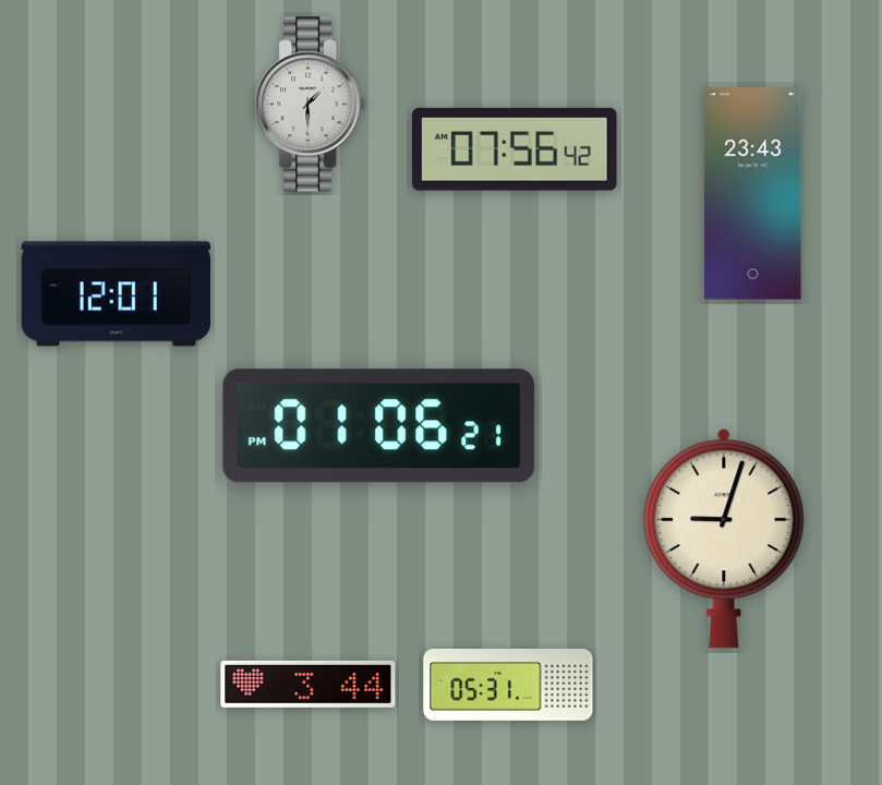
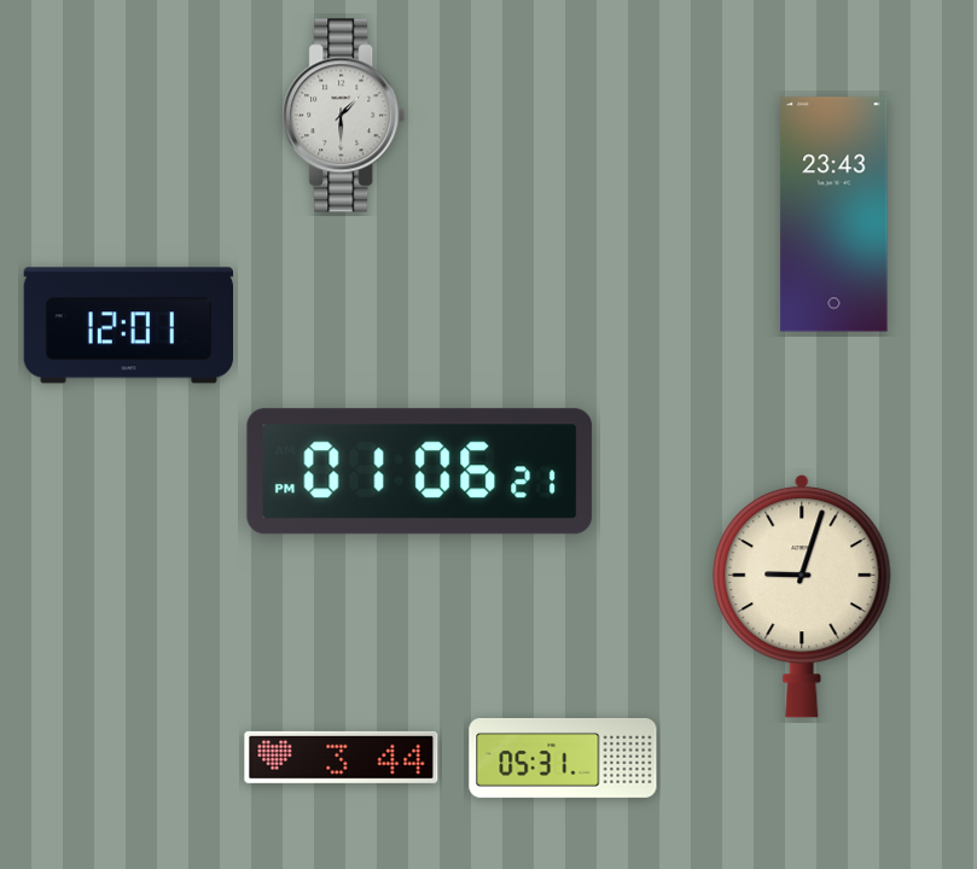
clock at (515, 149): 07:56 -> none
